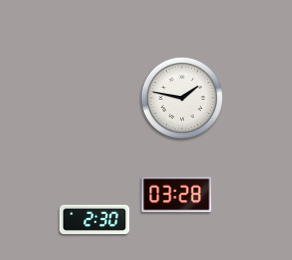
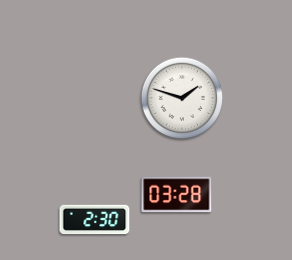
clock at (182, 98): 1:47 -> 1:48
